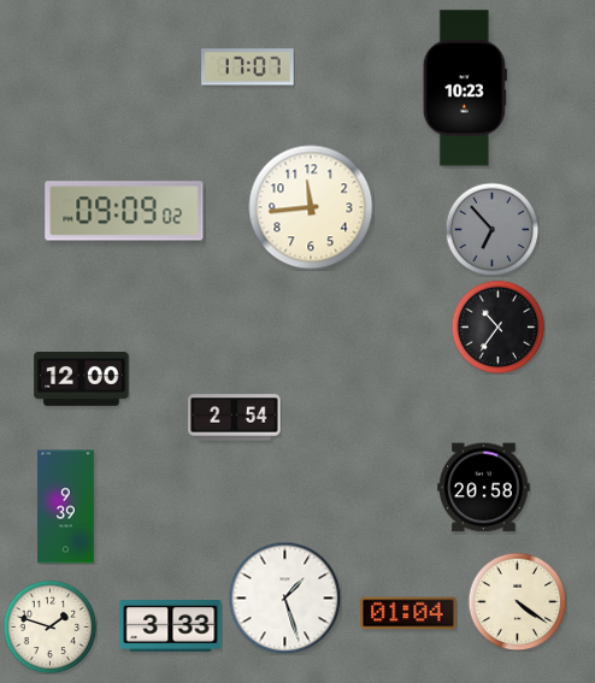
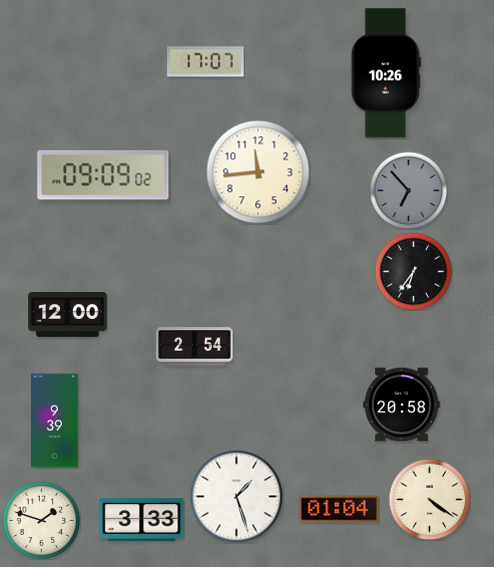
clock at (248, 67) position: (248, 67) -> (206, 62)
clock at (465, 88): 10:23 -> 10:26
clock at (497, 326): 10:36 -> 6:36
